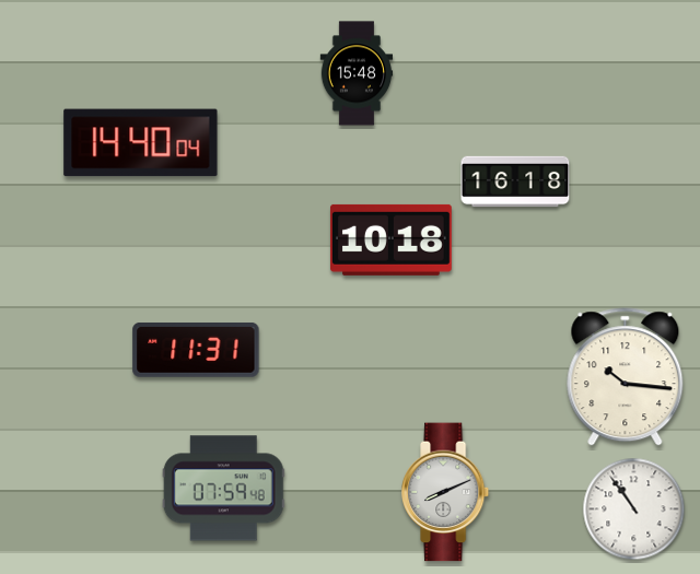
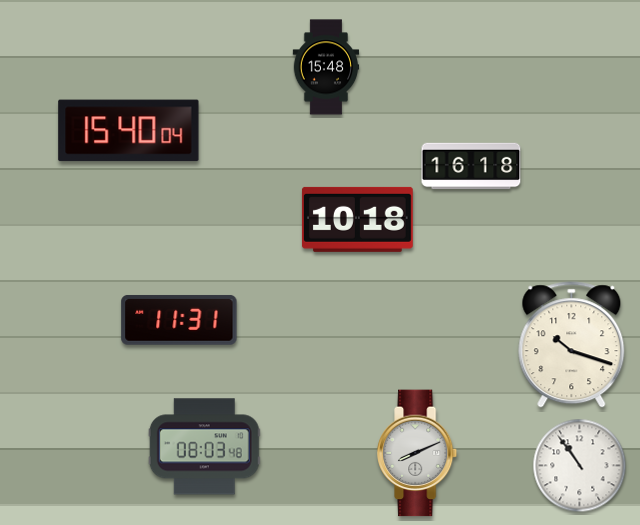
clock at (141, 143): 14:40 -> 15:40
clock at (626, 377): 10:16 -> 10:18
clock at (223, 489): 07:59 -> 08:03
clock at (446, 492) position: (446, 492) -> (418, 453)
